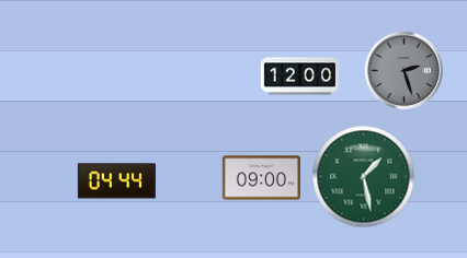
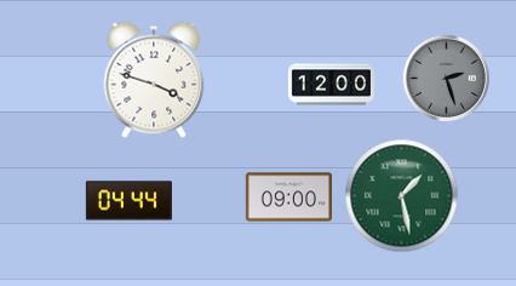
clock at (154, 80): none -> 3:48
